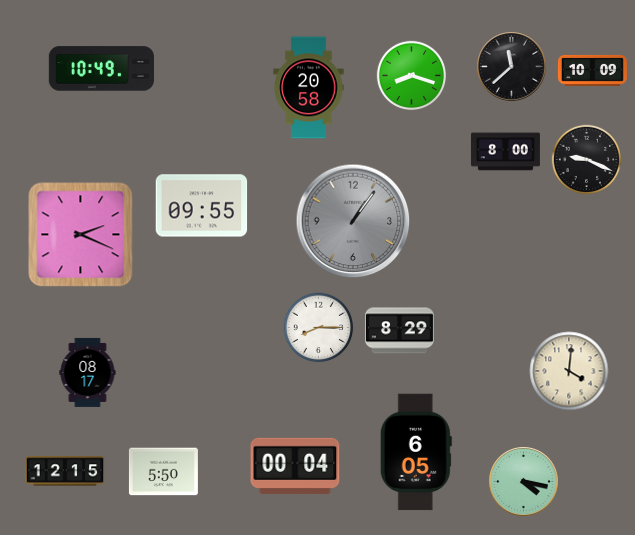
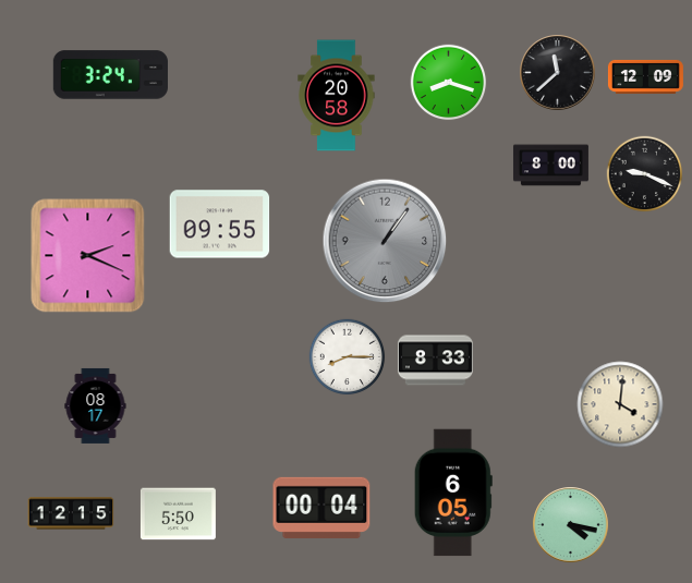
clock at (101, 69): 10:49 -> 3:24
clock at (592, 70): 10:09 -> 12:09
clock at (587, 160) position: (587, 160) -> (645, 174)
clock at (399, 331): 8:29 -> 8:33
